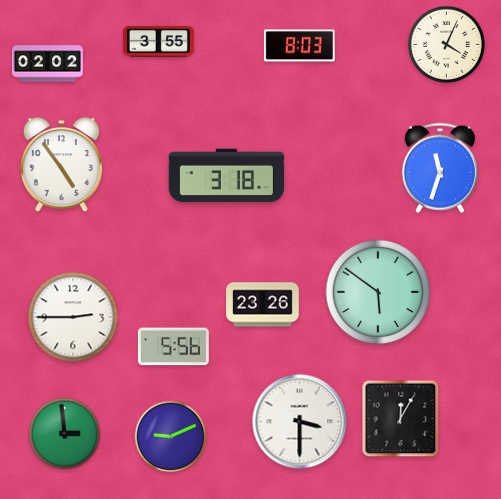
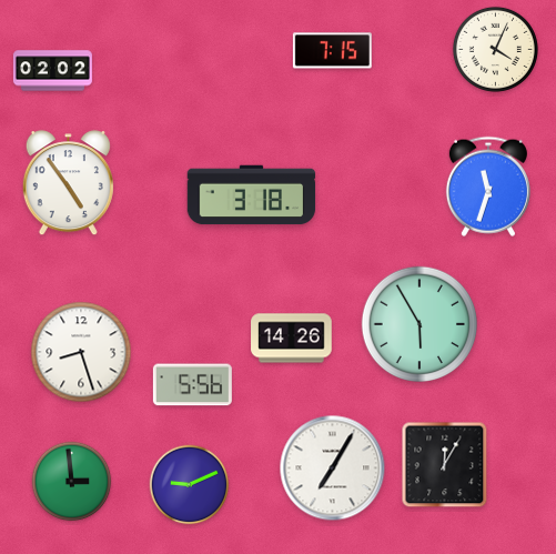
clock at (158, 41): 3:55 -> none
clock at (299, 46): 8:03 -> 7:15
clock at (377, 291): 5:51 -> 5:55
clock at (263, 305): 23:26 -> 14:26
clock at (73, 317): 2:45 -> 8:27
clock at (300, 422): 3:30 -> 7:05
